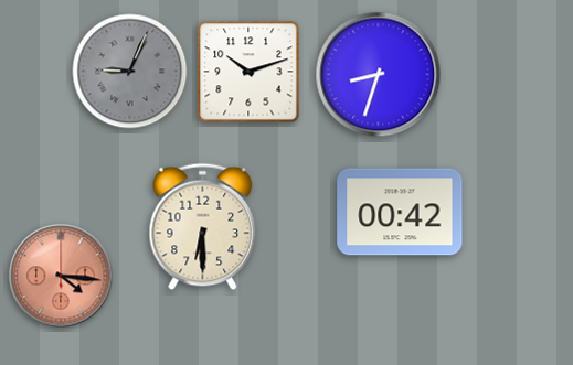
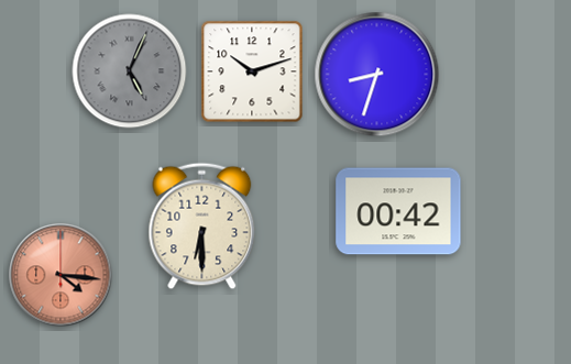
clock at (130, 72): 9:04 -> 5:04
clock at (248, 72) position: (248, 72) -> (252, 71)
